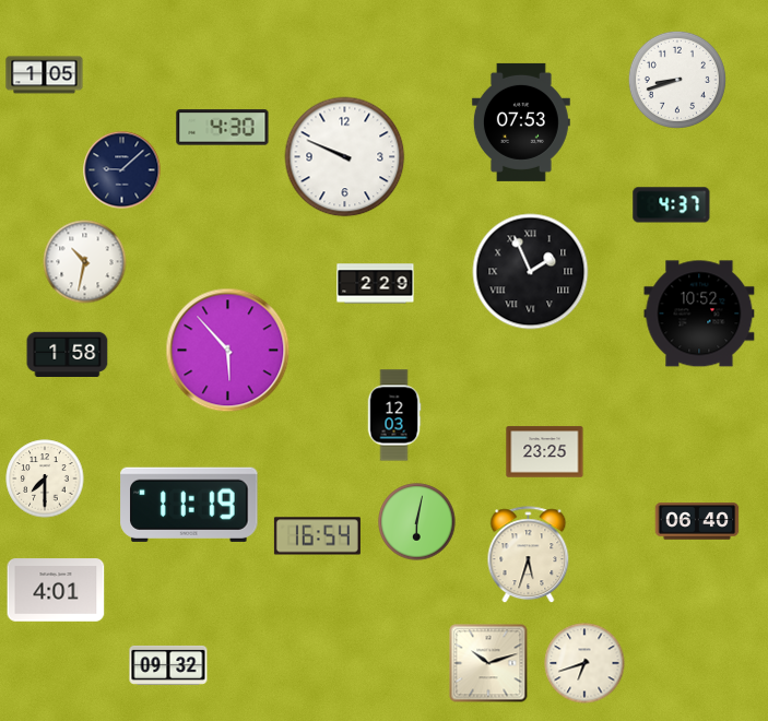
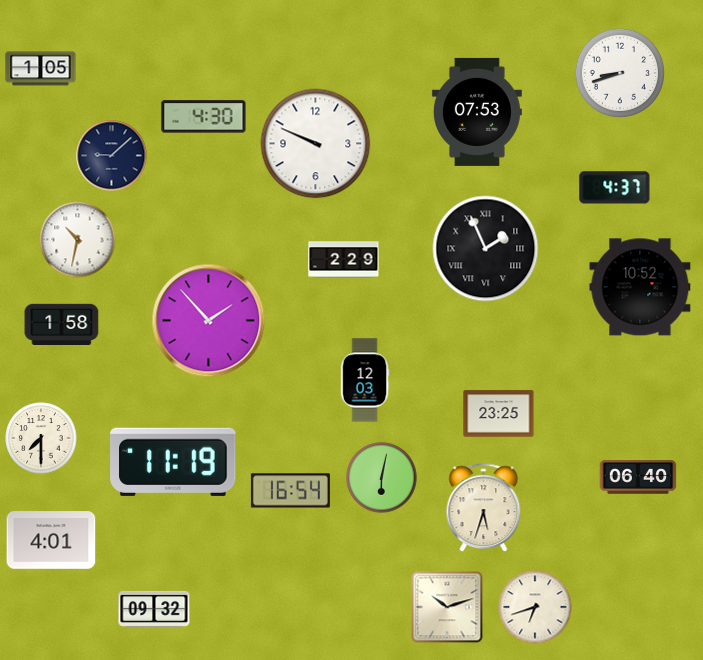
clock at (228, 351): 5:53 -> 1:53
clock at (394, 415) position: (394, 415) -> (365, 380)
